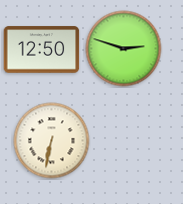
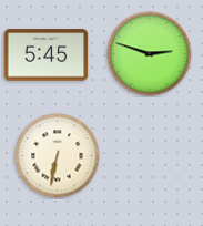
clock at (124, 49) position: (124, 49) -> (150, 54)
clock at (42, 50): 12:50 -> 5:45
